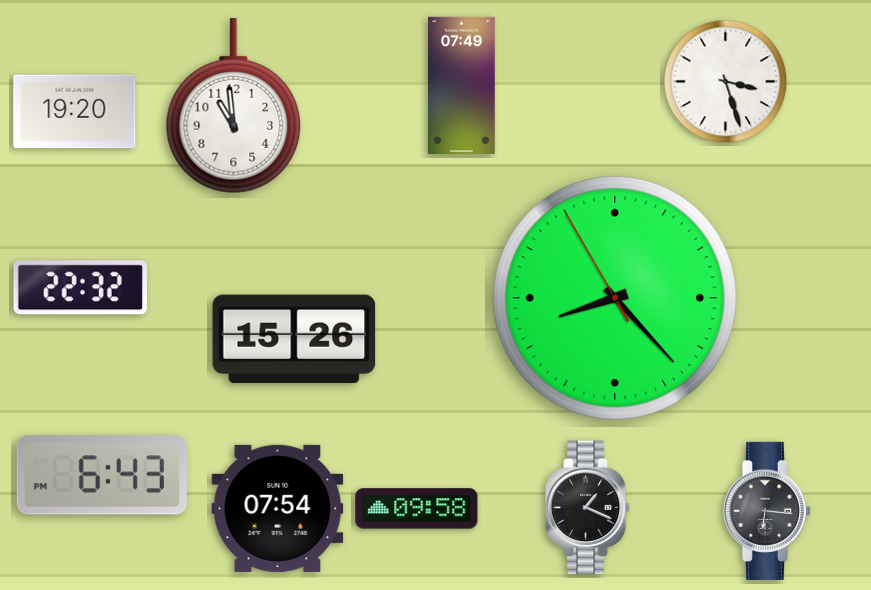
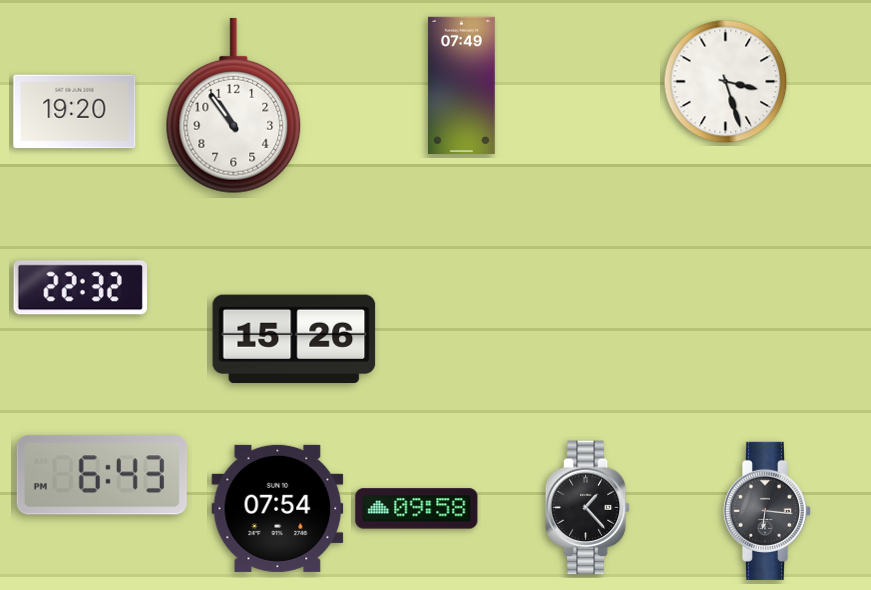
clock at (234, 106): 10:59 -> 10:54
clock at (614, 297): 8:22 -> none
clock at (588, 508): 1:19 -> 1:23
